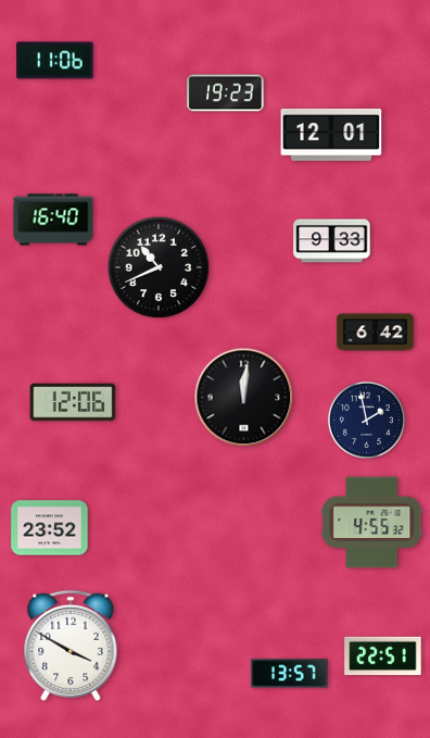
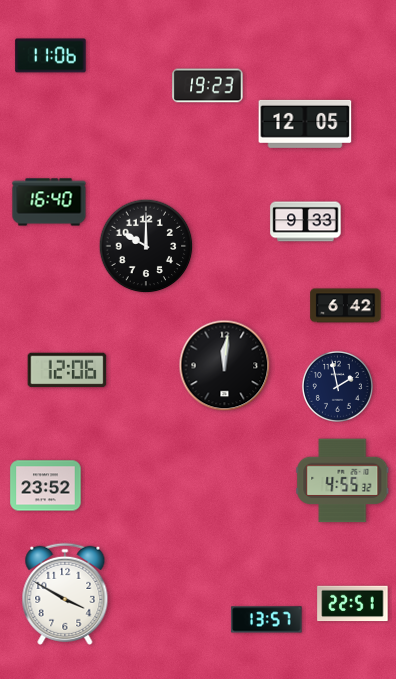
clock at (331, 135): 12:01 -> 12:05
clock at (159, 267): 10:41 -> 10:00
